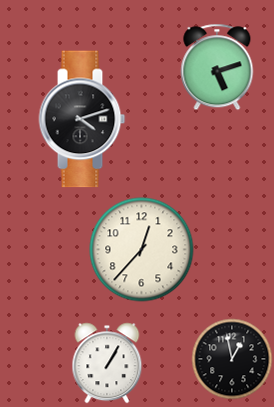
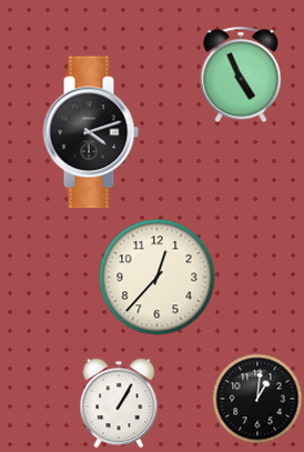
clock at (217, 67): 5:12 -> 4:56
clock at (232, 359): 12:58 -> 1:01
